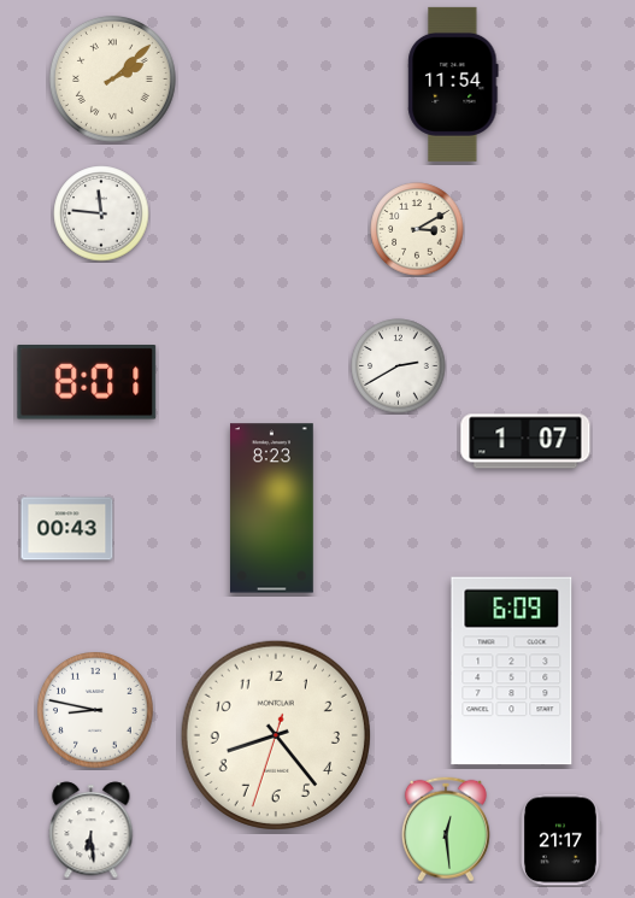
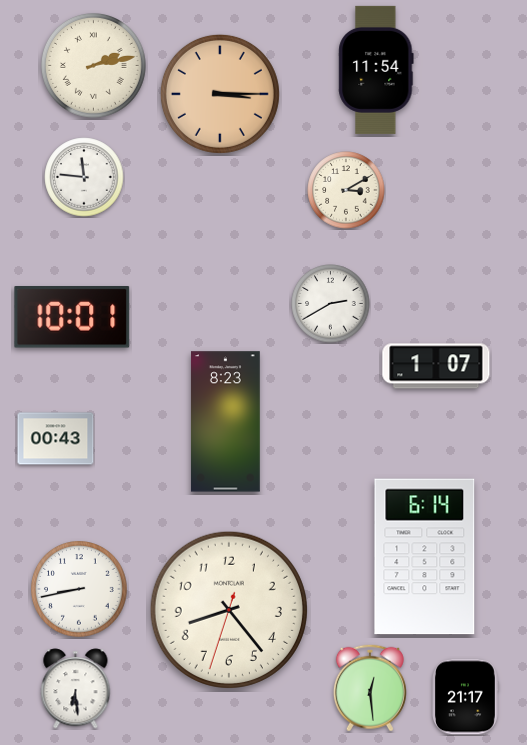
clock at (112, 78): 2:08 -> 2:13
clock at (220, 94): none -> 3:15
clock at (87, 382): 8:01 -> 10:01
clock at (512, 671): 6:09 -> 6:14
clock at (95, 710): 8:47 -> 8:43
